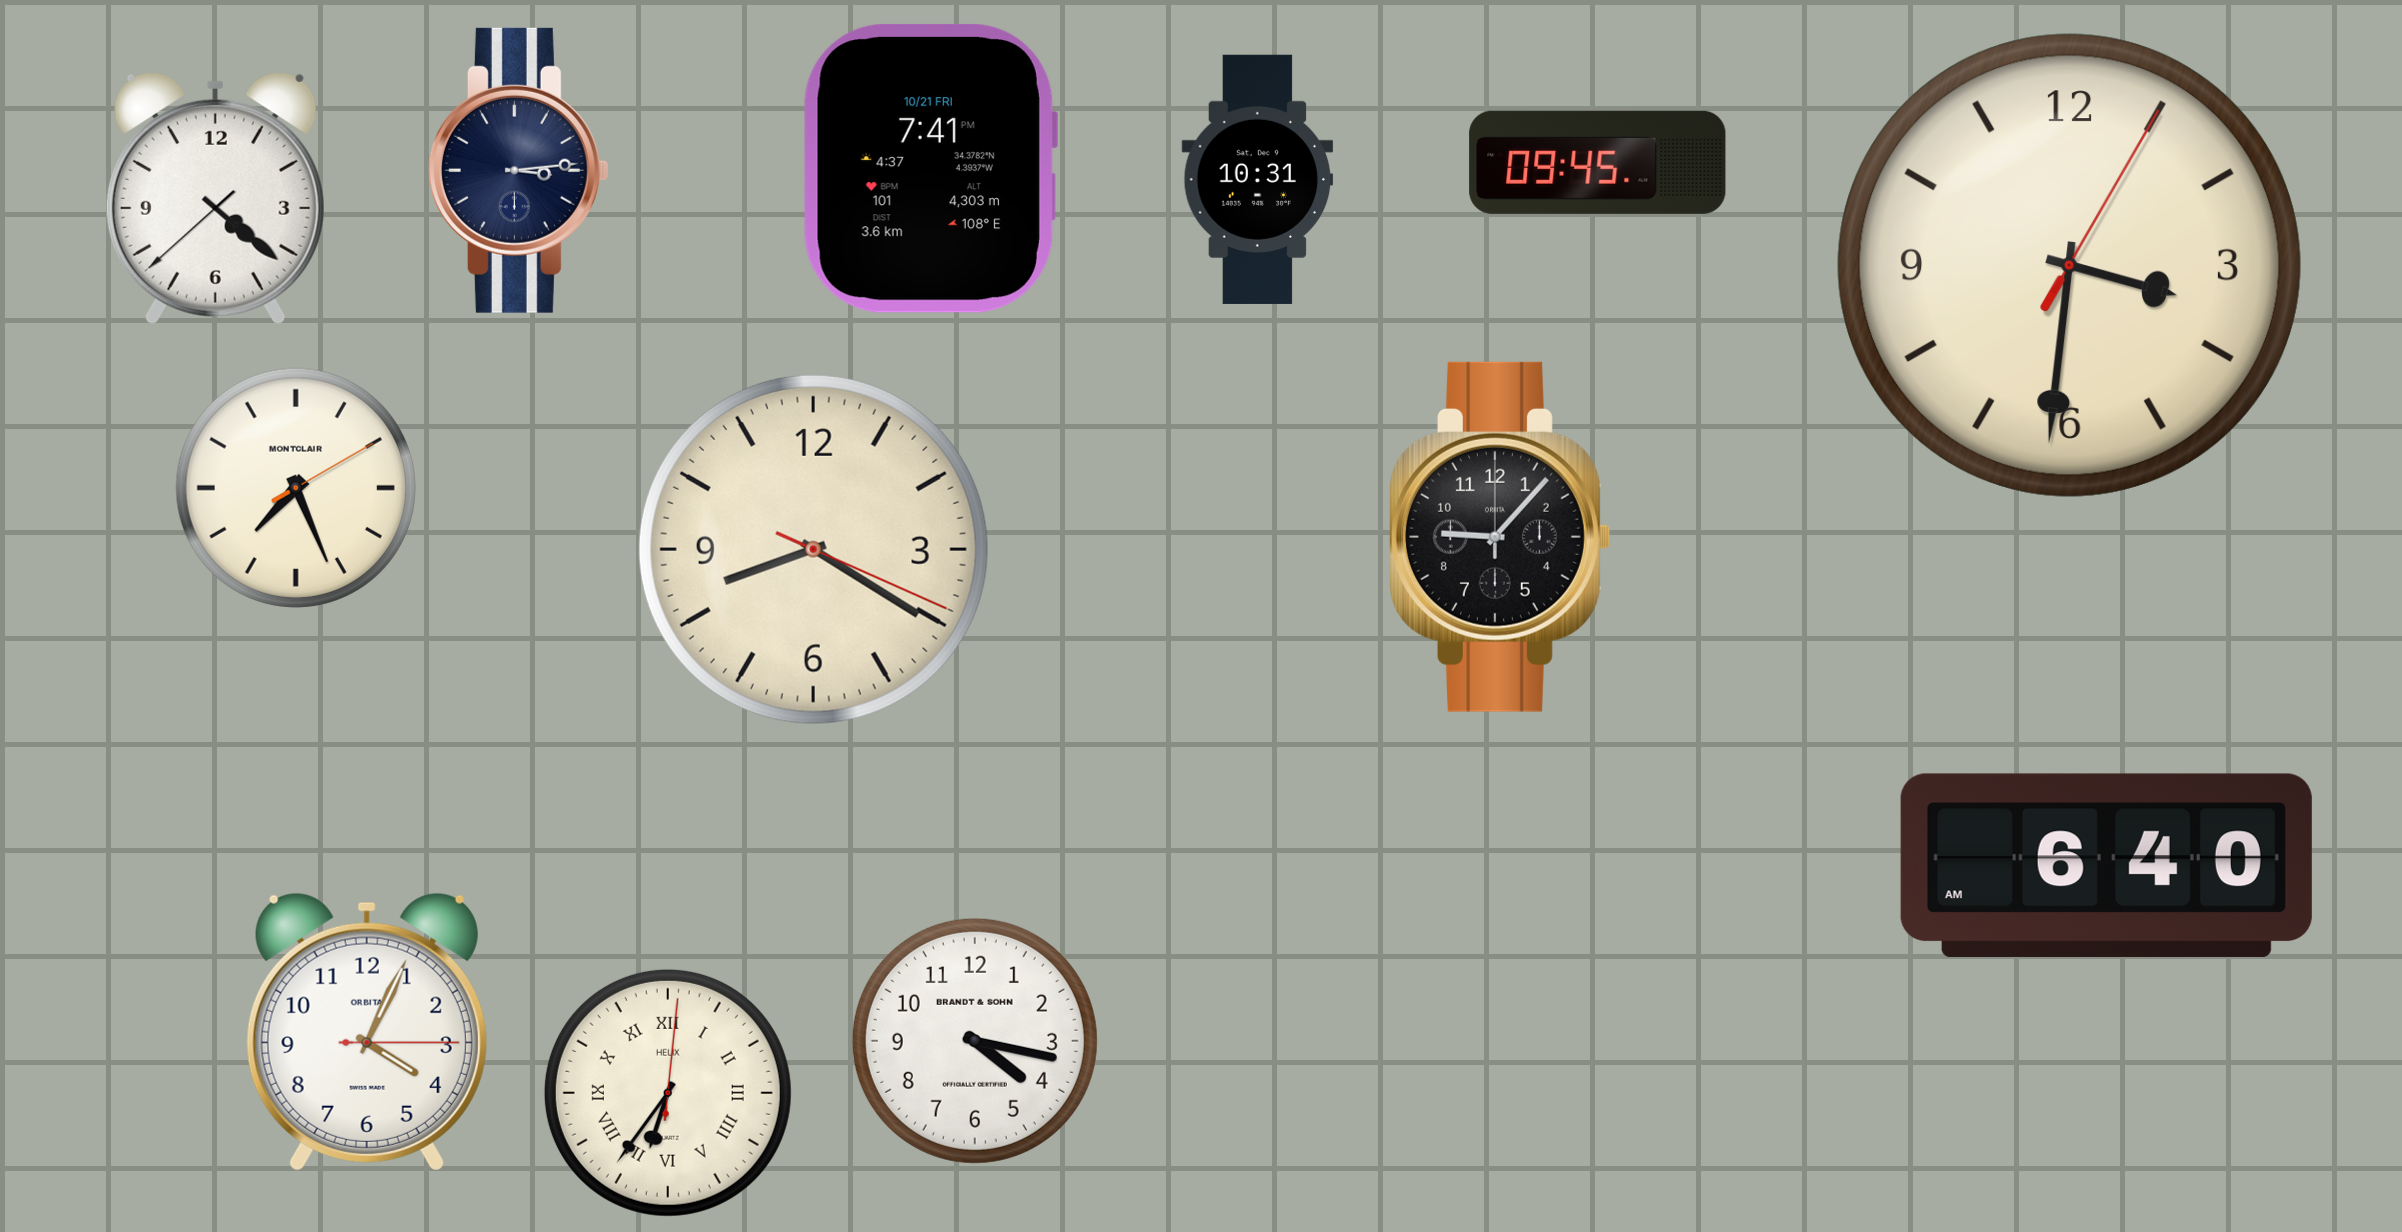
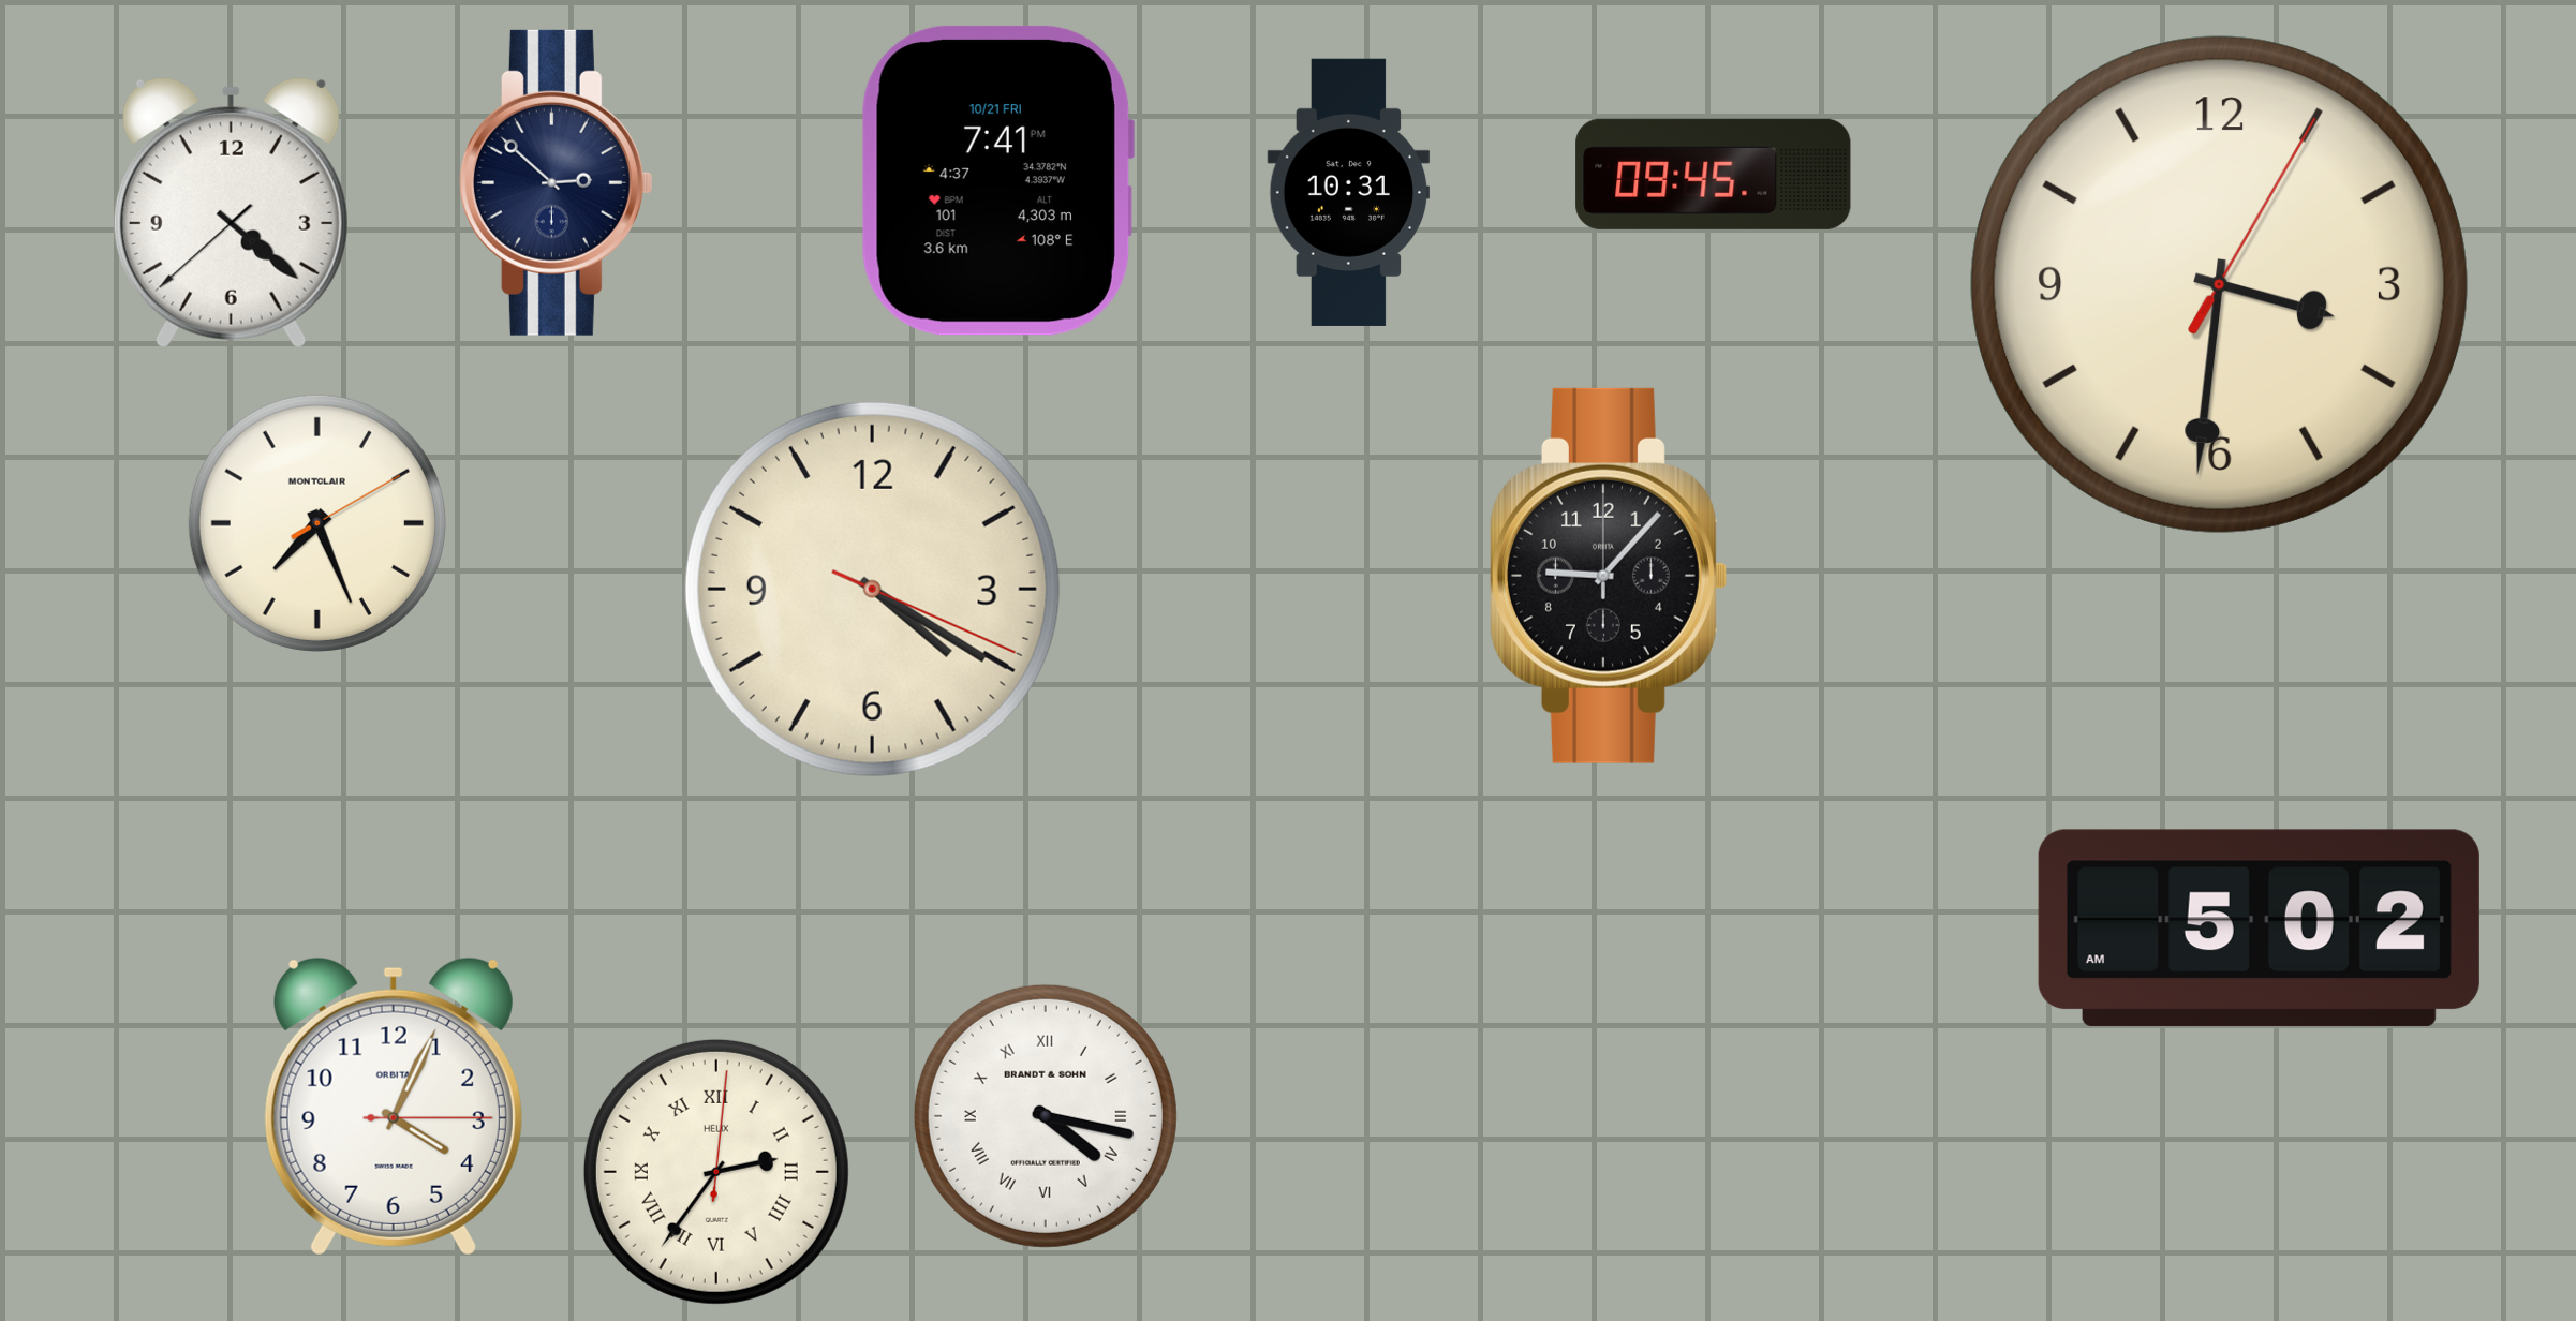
clock at (518, 170): 3:14 -> 2:52
clock at (813, 549): 8:20 -> 4:20
clock at (2106, 865): 6:40 -> 5:02
clock at (975, 1041) numerals: Arabic -> Roman
clock at (668, 1093): 6:36 -> 2:36
